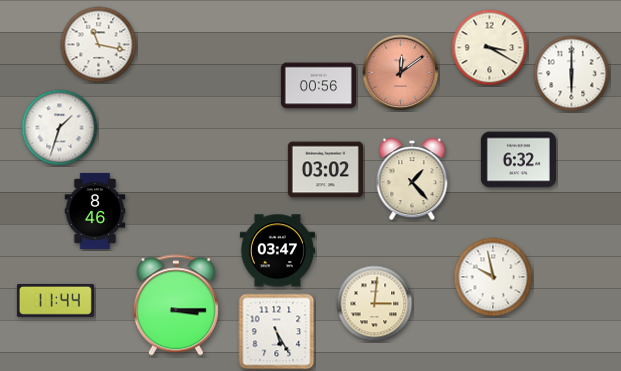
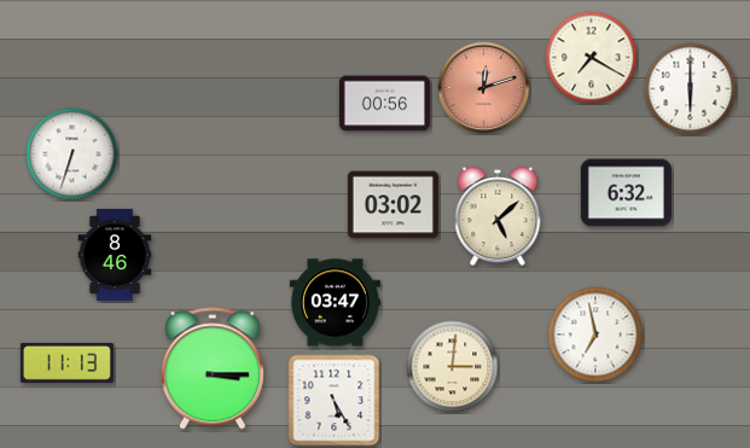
clock at (99, 45): 11:17 -> none
clock at (490, 48): 3:20 -> 7:20
clock at (401, 73): 12:09 -> 12:12
clock at (60, 128): 1:33 -> 6:33
clock at (412, 179): 1:23 -> 5:08
clock at (493, 277): 9:58 -> 6:58
clock at (55, 300): 11:44 -> 11:13
